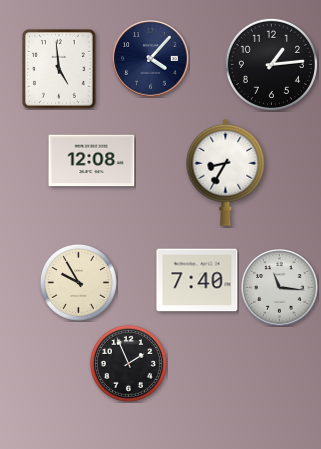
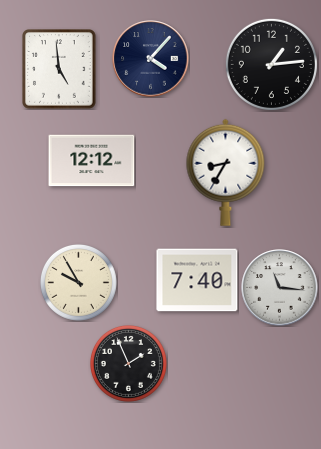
clock at (92, 161): 12:08 -> 12:12
